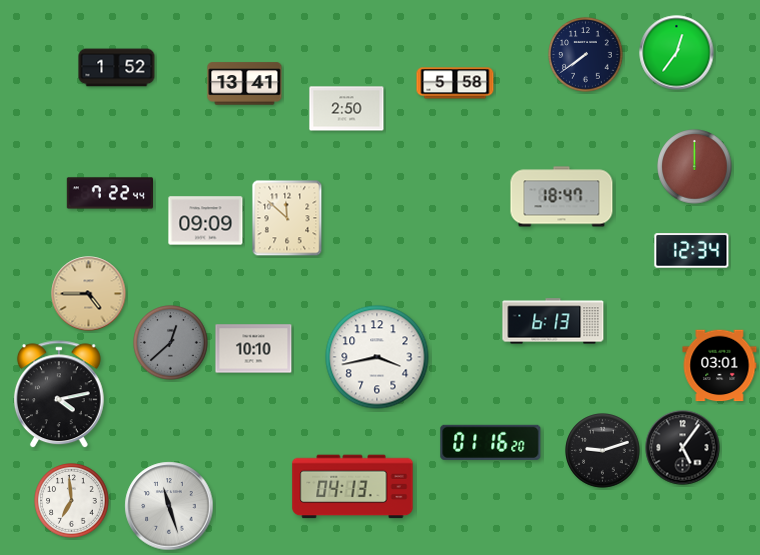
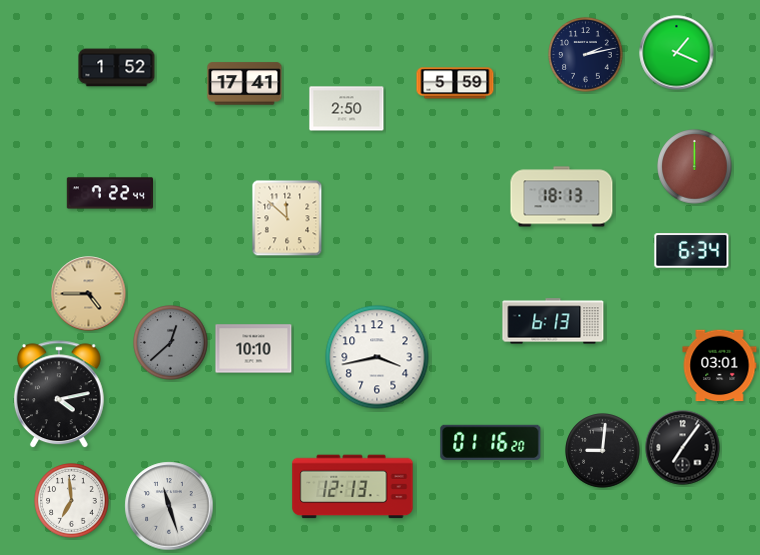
clock at (677, 53): 12:36 -> 1:19
clock at (586, 55): 7:39 -> 2:13
clock at (455, 83): 5:58 -> 5:59
clock at (245, 84): 13:41 -> 17:41
clock at (562, 197): 18:47 -> 18:13
clock at (206, 221): 09:09 -> none
clock at (692, 251): 12:34 -> 6:34
clock at (683, 448): 5:06 -> 7:06
clock at (603, 451): 9:12 -> 9:01
clock at (353, 487): 04:13 -> 12:13
